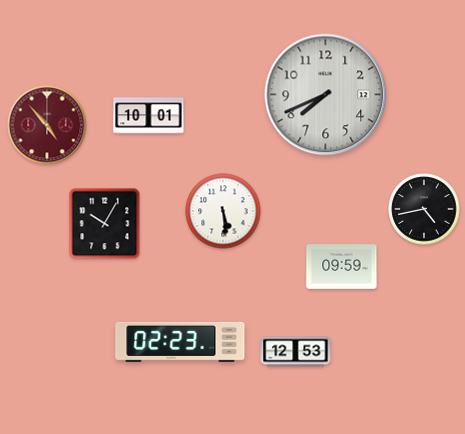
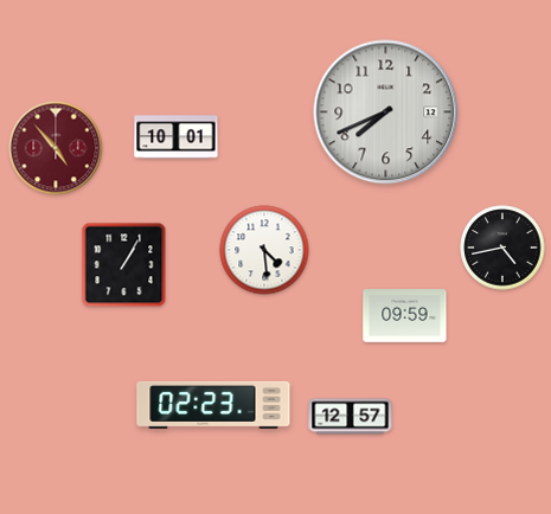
clock at (223, 211): 5:29 -> 4:29
clock at (105, 224): 10:05 -> 1:05
clock at (296, 352): 12:53 -> 12:57
